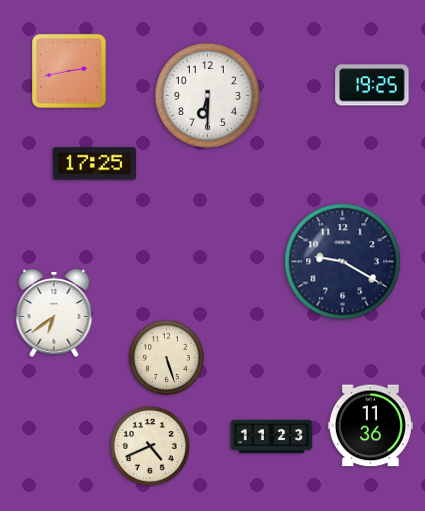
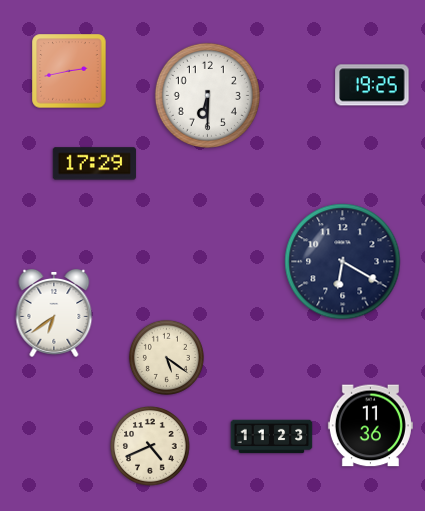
clock at (95, 164): 17:25 -> 17:29
clock at (343, 262): 9:20 -> 6:20
clock at (166, 357): 5:27 -> 5:21
